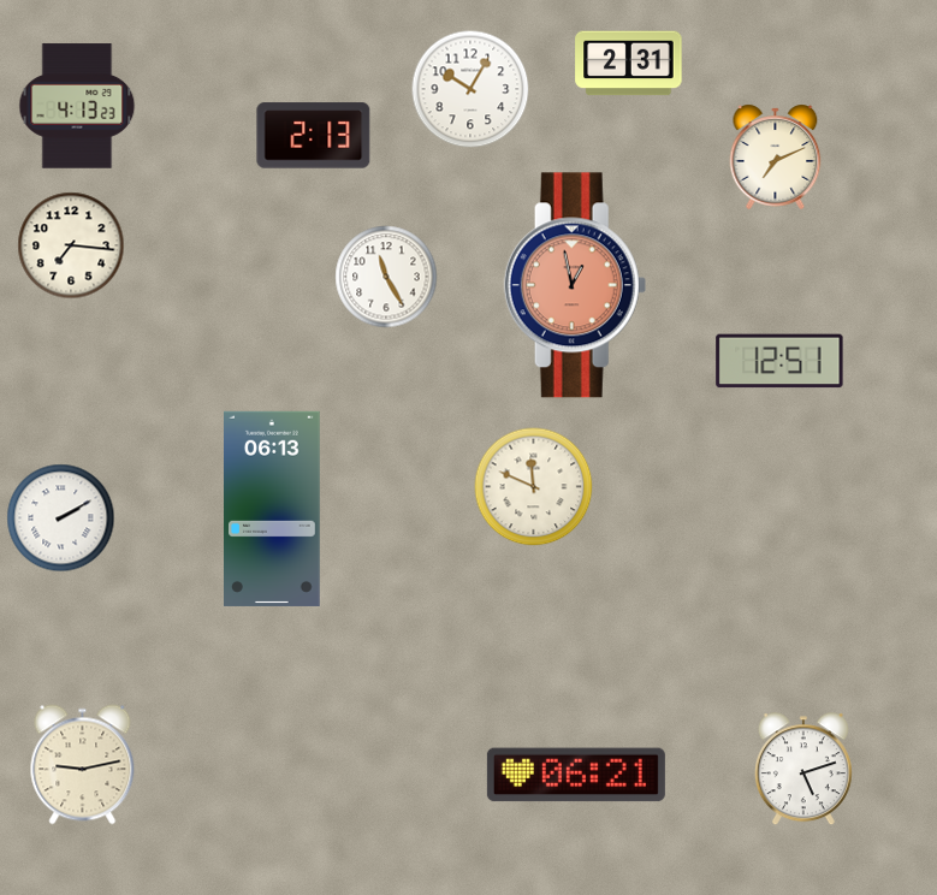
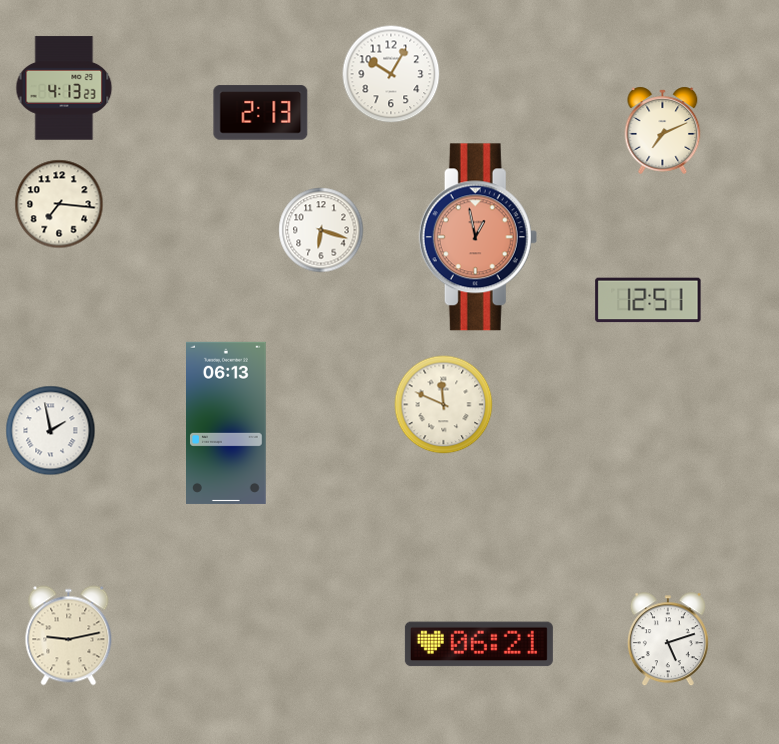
clock at (629, 64): 2:31 -> none
clock at (776, 156) position: (776, 156) -> (663, 130)
clock at (386, 277): 11:25 -> 6:18
clock at (61, 518): 2:10 -> 1:58
